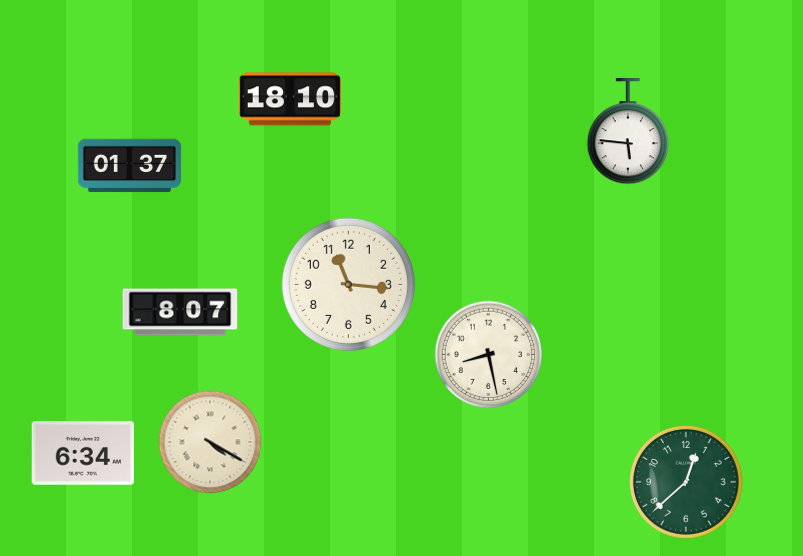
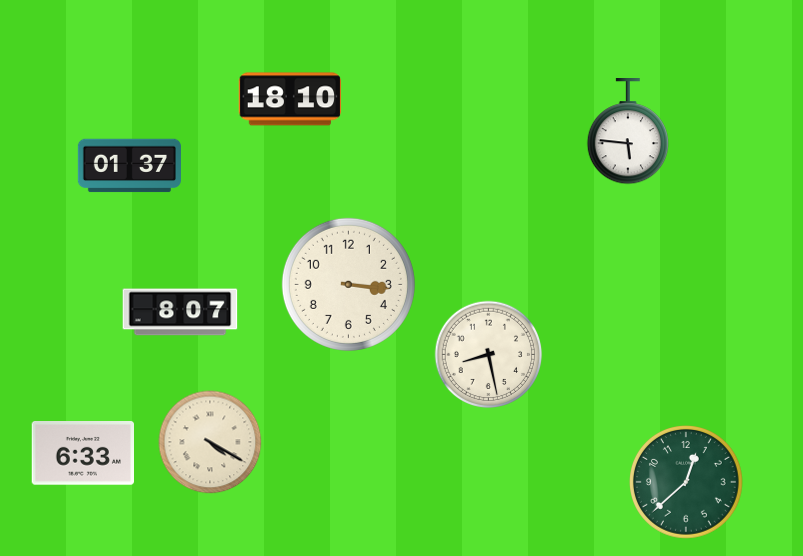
clock at (348, 284): 11:16 -> 3:16
clock at (82, 454): 6:34 -> 6:33
